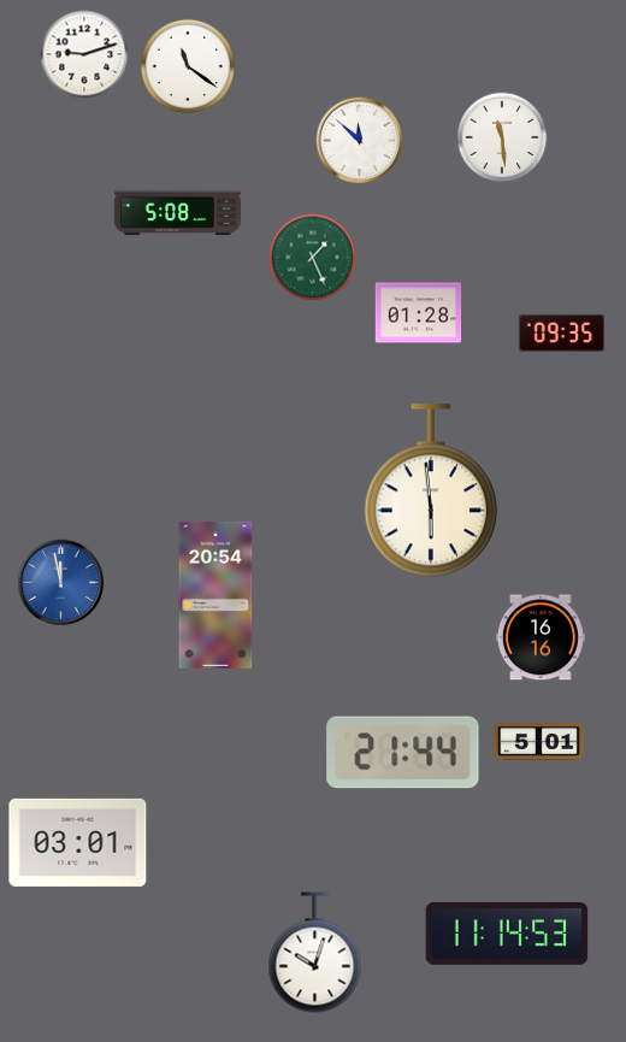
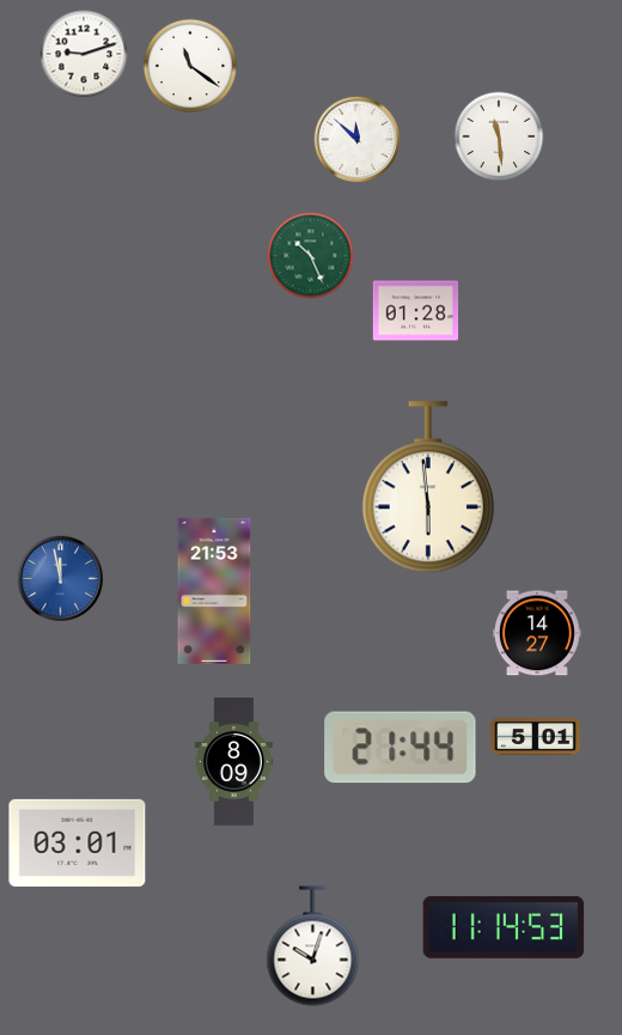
clock at (188, 66) position: (188, 66) -> (190, 66)
clock at (177, 213): 5:08 -> none
clock at (313, 258): 1:26 -> 10:26
clock at (561, 332): 09:35 -> none
clock at (215, 595): 20:54 -> 21:53
clock at (541, 637): 16:16 -> 14:27
clock at (233, 762): none -> 8:09
clock at (78, 842) position: (78, 842) -> (78, 842)
